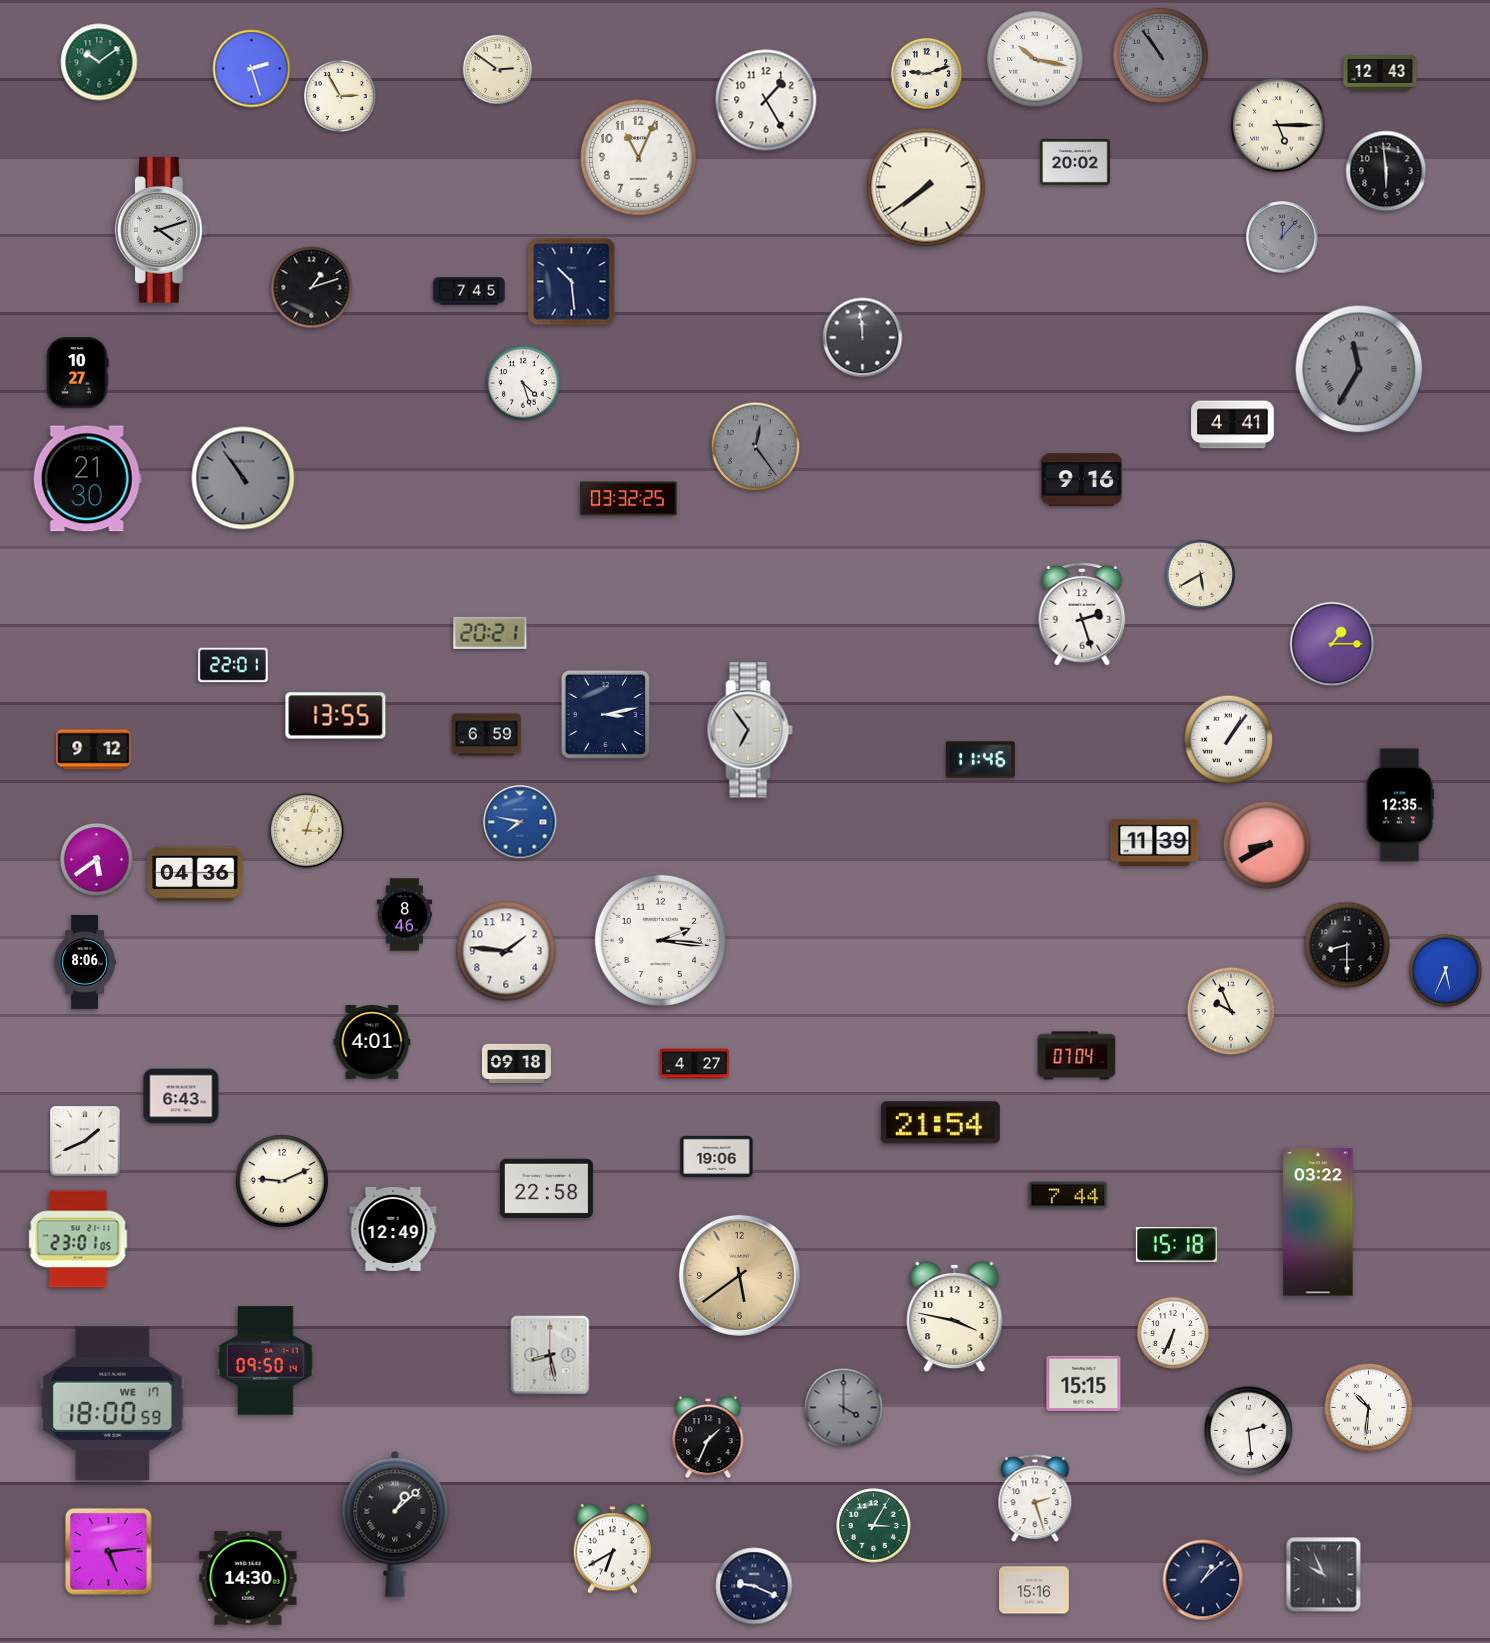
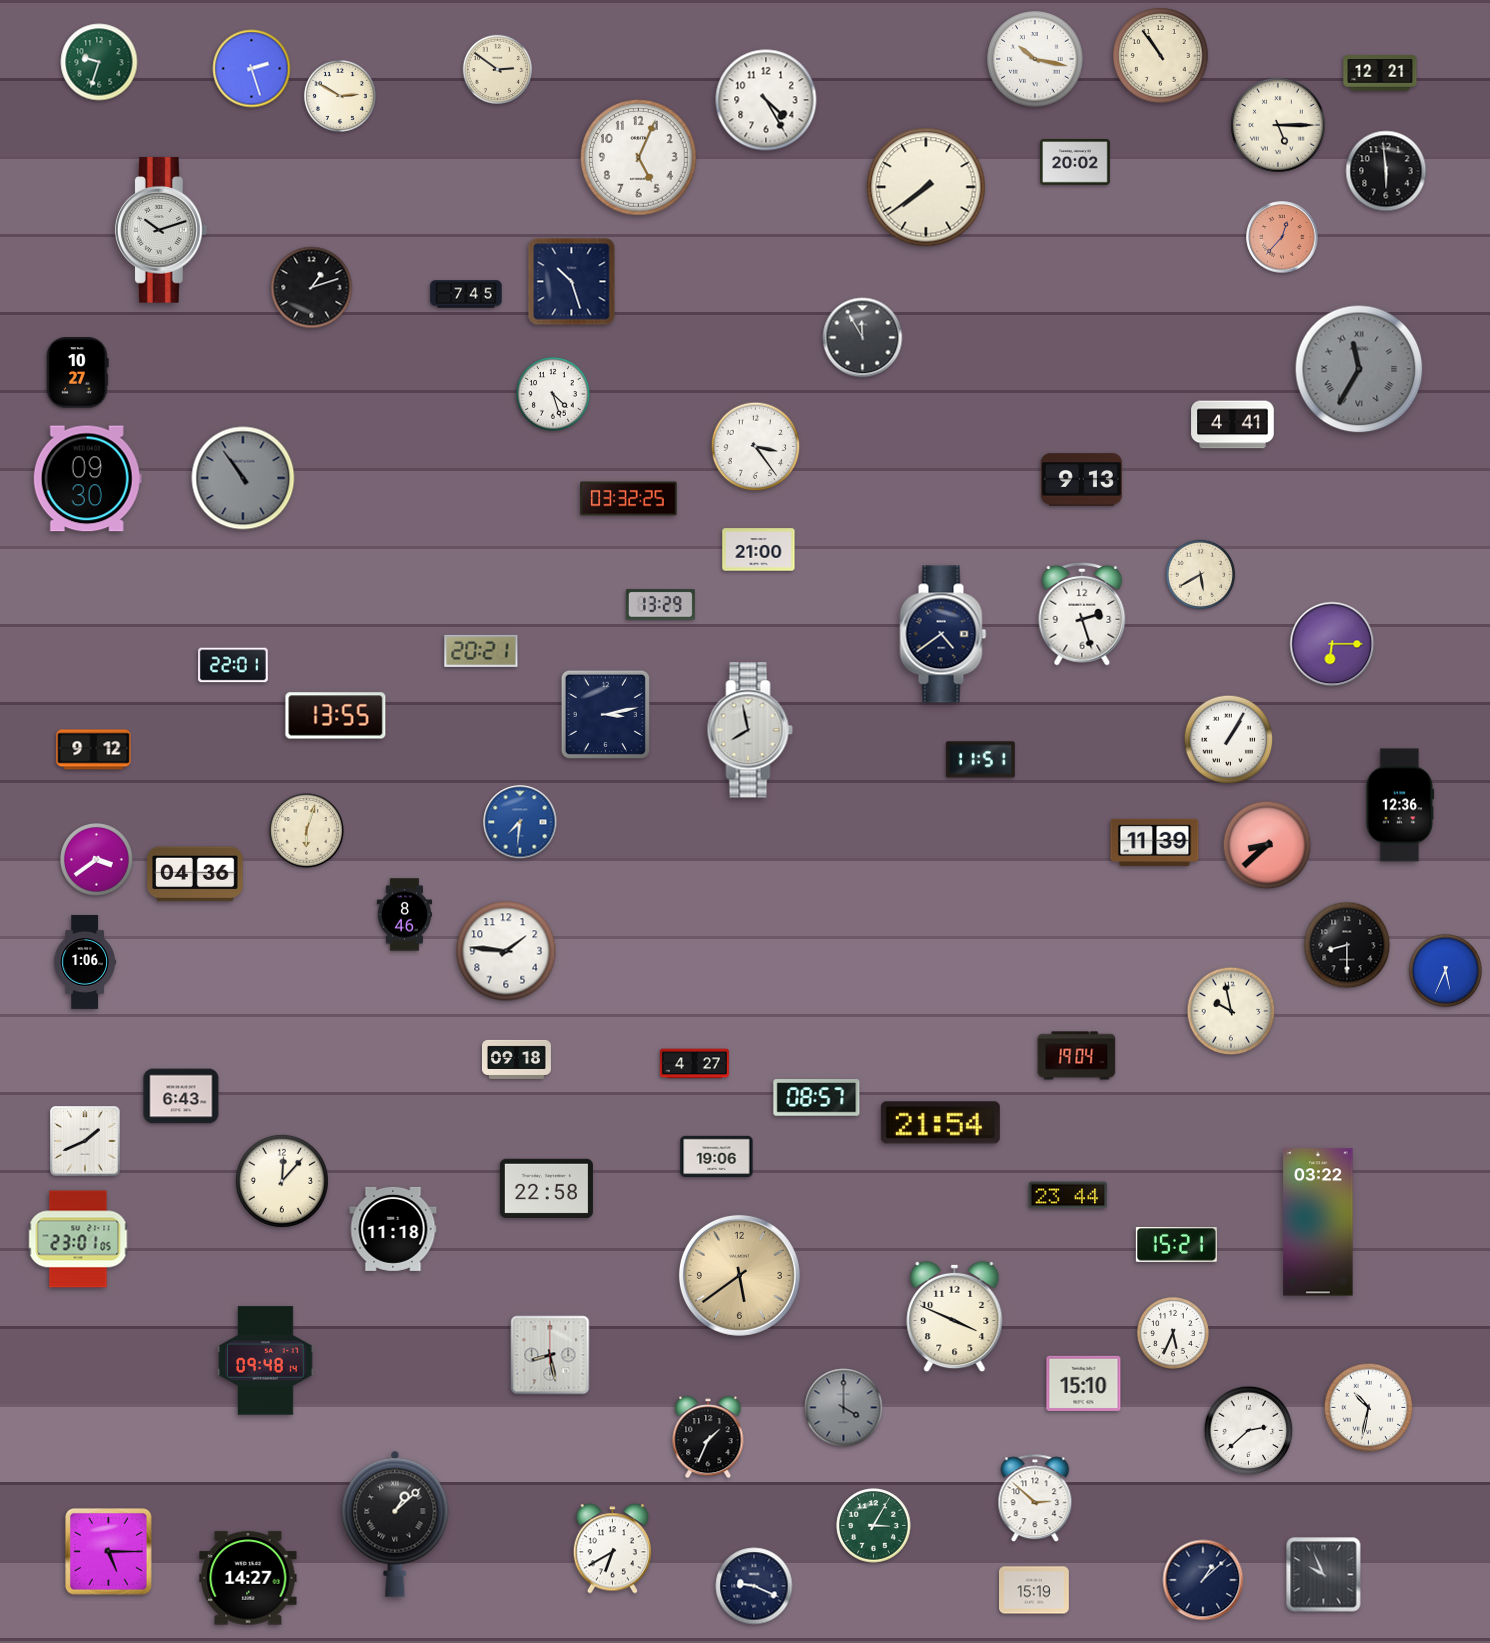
clock at (1161, 56) dial: grey -> cream
clock at (99, 62): 10:09 -> 9:33
clock at (926, 73): 9:12 -> none
clock at (1380, 73): 12:43 -> 12:21
clock at (340, 96): 2:55 -> 2:50
clock at (766, 100): 1:25 -> 4:25
clock at (639, 158): 11:04 -> 5:04
clock at (161, 230): 4:12 -> 10:12
clock at (1282, 237): 12:07 -> 12:37
clock at (1282, 237) dial: grey -> salmon
clock at (572, 282): 10:29 -> 10:27
clock at (469, 291) position: (469, 291) -> (466, 294)
clock at (863, 338): 11:59 -> 11:55
clock at (523, 383) position: (523, 383) -> (553, 394)
clock at (756, 447): 12:24 -> 3:24
clock at (756, 447) dial: grey -> white
clock at (87, 479): 21:30 -> 09:30
clock at (1081, 480): 9:16 -> 9:13
clock at (759, 550): none -> 21:00
clock at (660, 605): none -> 13:29
clock at (490, 633) position: (490, 633) -> (481, 651)
clock at (943, 634): none -> 4:39
clock at (1332, 644): 1:15 -> 6:15
clock at (750, 730): 6:54 -> 7:58
clock at (486, 735): 6:59 -> none
clock at (1229, 740): 1:06 -> 1:05
clock at (980, 760): 11:46 -> 11:51
clock at (1400, 805): 12:35 -> 12:36
clock at (520, 822): 7:47 -> 7:31
clock at (307, 831): 3:03 -> 6:03
clock at (1267, 845): 8:40 -> 8:38
clock at (96, 859): 5:39 -> 3:39
clock at (660, 940): 2:16 -> none
clock at (84, 962): 8:06 -> 1:06
clock at (1231, 1011): 9:56 -> 9:58
clock at (372, 1042): 4:01 -> none
clock at (1077, 1056): 07:04 -> 19:04
clock at (516, 1063) position: (516, 1063) -> (516, 1059)
clock at (817, 1098): none -> 08:57
clock at (282, 1181): 9:11 -> 12:07
clock at (1068, 1195): 7:44 -> 23:44
clock at (393, 1229): 12:49 -> 11:18
clock at (1176, 1245): 15:18 -> 15:21
clock at (955, 1317): 3:47 -> 3:49
clock at (1173, 1333): 6:34 -> 5:34
clock at (266, 1361): 09:50 -> 09:48
clock at (1084, 1383): 15:15 -> 15:10
clock at (113, 1404): 18:00 -> none
clock at (1369, 1408): 10:31 -> 10:32
clock at (1249, 1431): 2:29 -> 2:38
clock at (1035, 1499): 2:27 -> 2:52
clock at (109, 1552): 5:14 -> 5:15
clock at (248, 1578): 14:30 -> 14:27
clock at (1034, 1590): 15:16 -> 15:19
